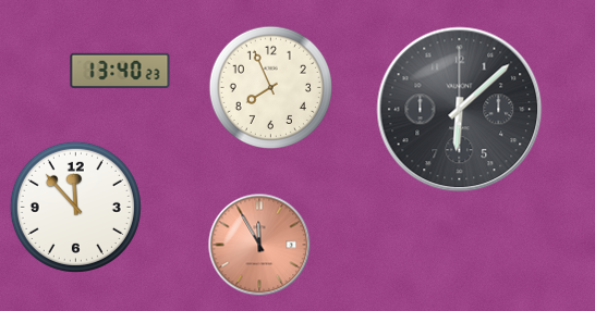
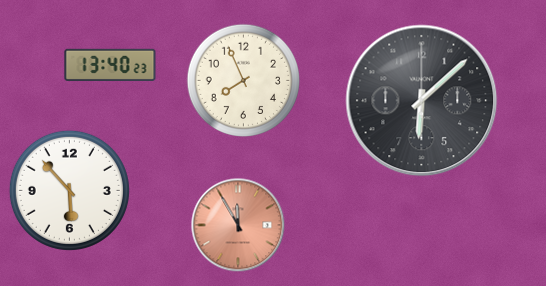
clock at (271, 88) position: (271, 88) -> (244, 81)
clock at (75, 207): 11:53 -> 5:53
